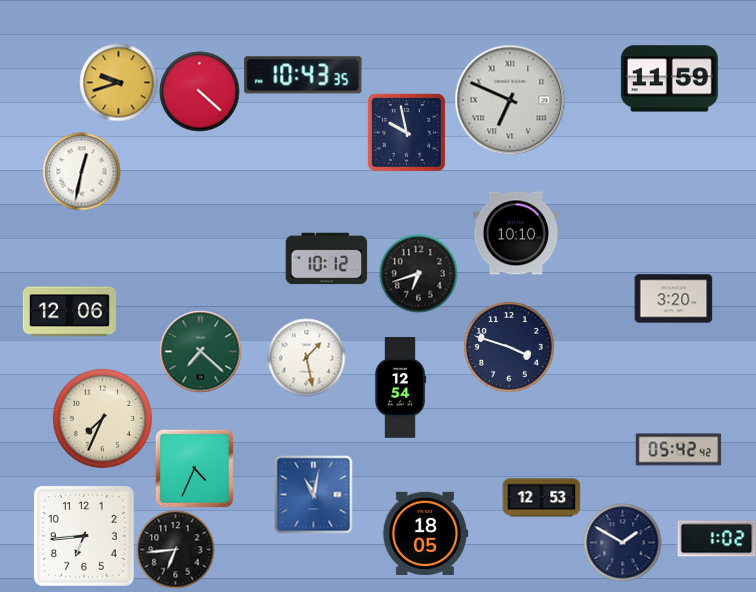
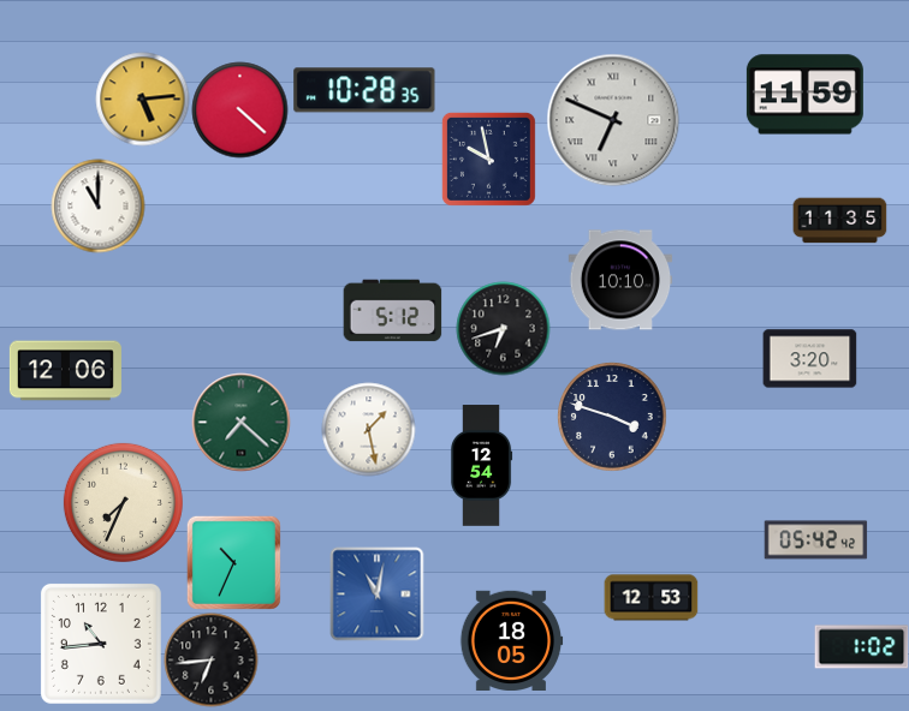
clock at (303, 75): 10:43 -> 10:28
clock at (118, 82): 9:42 -> 5:14
clock at (81, 171): 12:32 -> 11:00
clock at (839, 221): none -> 11:35
clock at (326, 259): 10:12 -> 5:12
clock at (69, 312) position: (69, 312) -> (65, 371)
clock at (194, 468): 4:34 -> 10:34
clock at (84, 536): 6:44 -> 10:44
clock at (622, 542): 1:50 -> none
